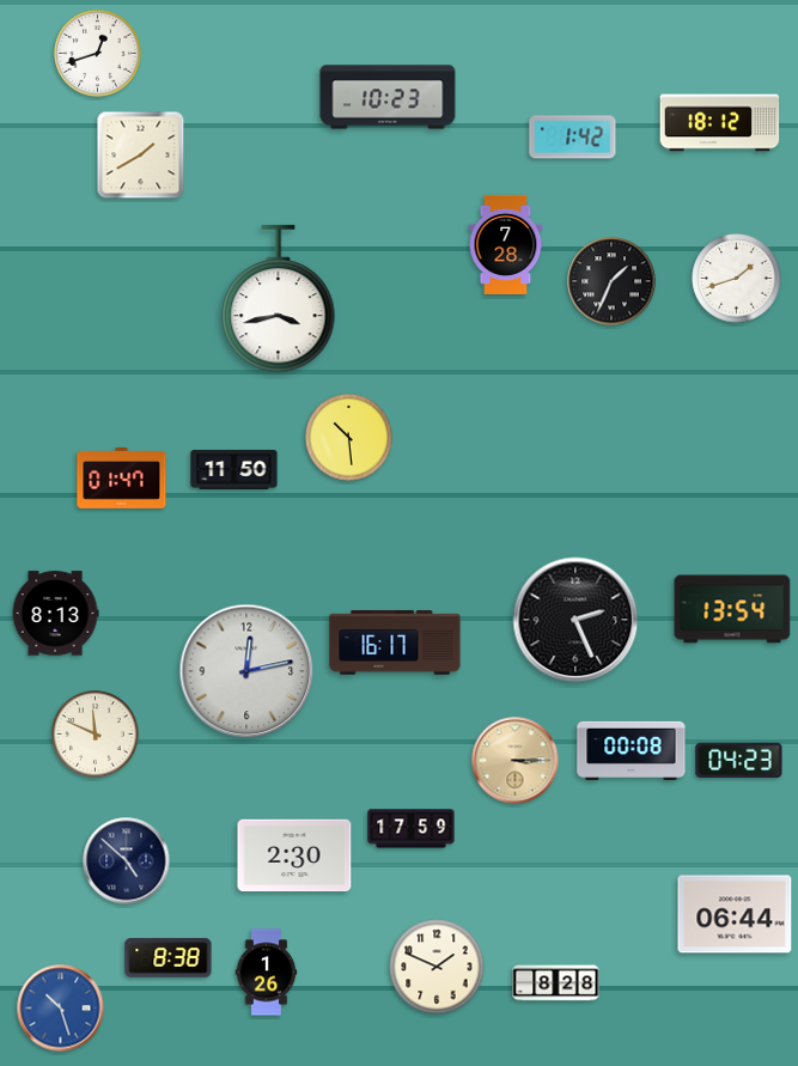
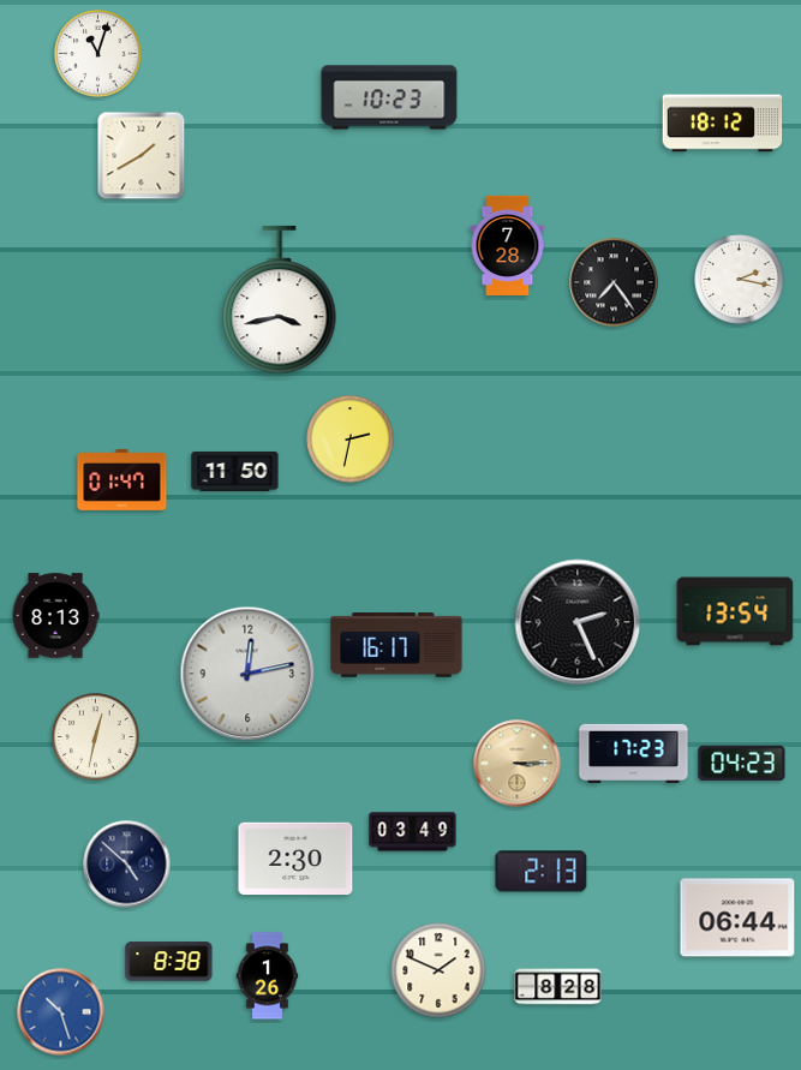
clock at (98, 54): 12:42 -> 11:03
clock at (573, 138): 1:42 -> none
clock at (737, 279): 1:42 -> 2:17
clock at (611, 281): 1:34 -> 7:24
clock at (349, 438): 10:29 -> 2:32
clock at (96, 735): 11:49 -> 12:32
clock at (632, 750): 00:08 -> 17:23
clock at (412, 829): 17:59 -> 03:49
clock at (542, 872): none -> 2:13
